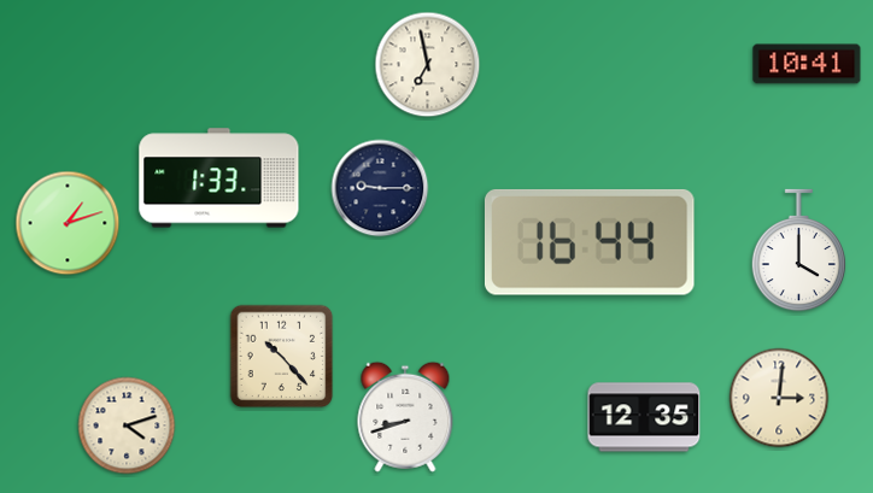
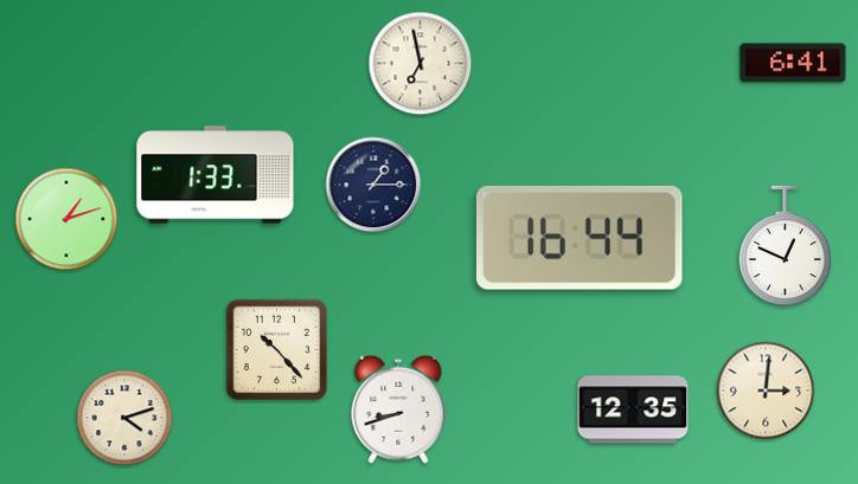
clock at (807, 64): 10:41 -> 6:41
clock at (380, 188): 9:15 -> 1:15
clock at (798, 251): 4:00 -> 12:49
